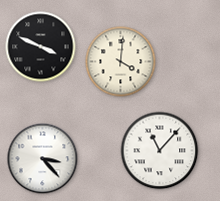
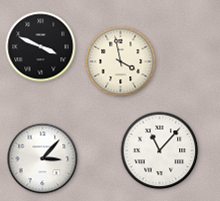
clock at (121, 62): 4:01 -> 3:58
clock at (43, 159): 3:23 -> 3:07
